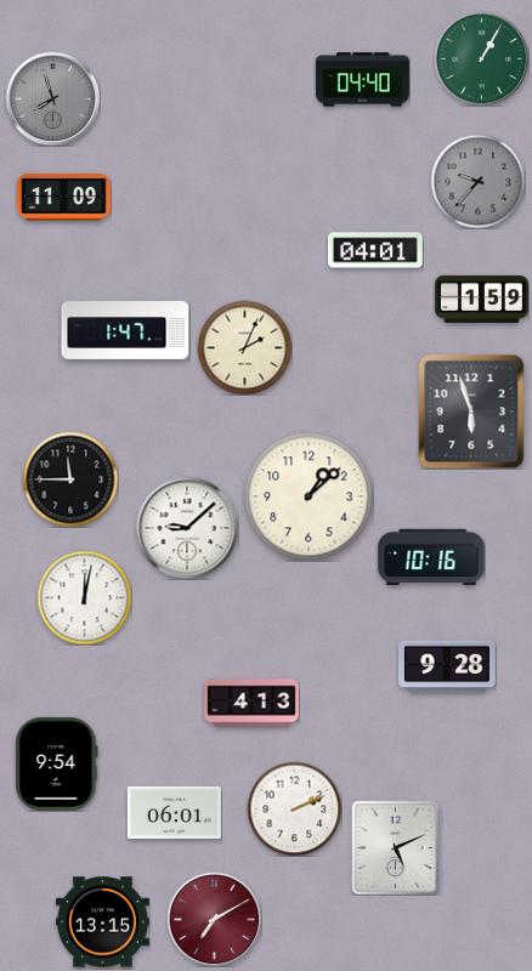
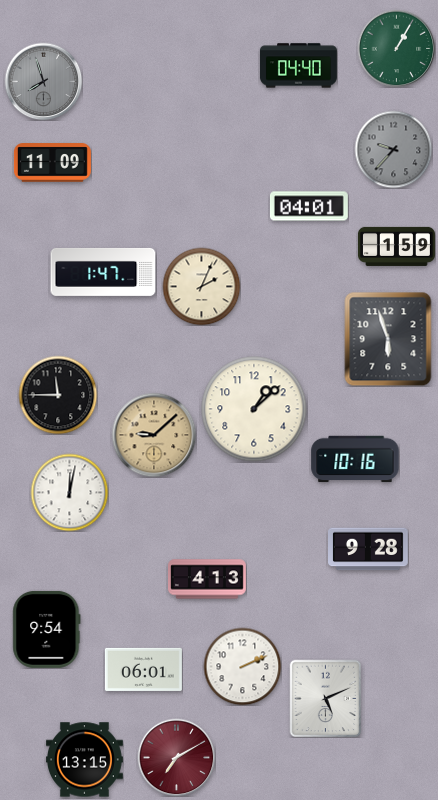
clock at (187, 528) dial: white -> champagne
